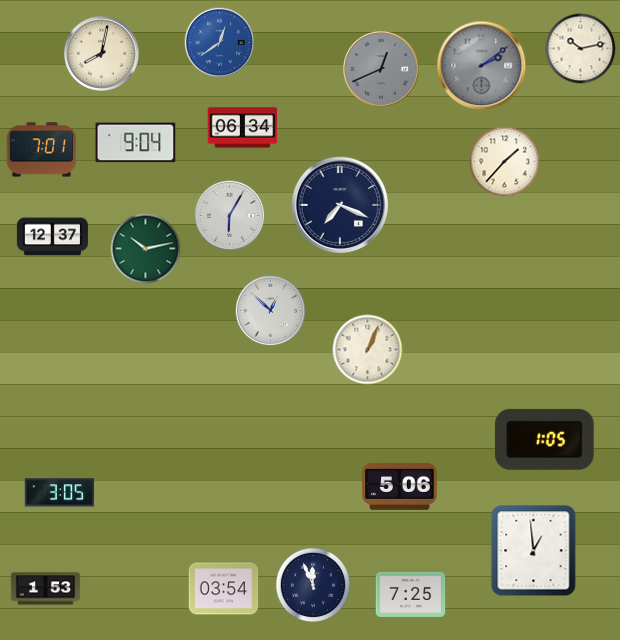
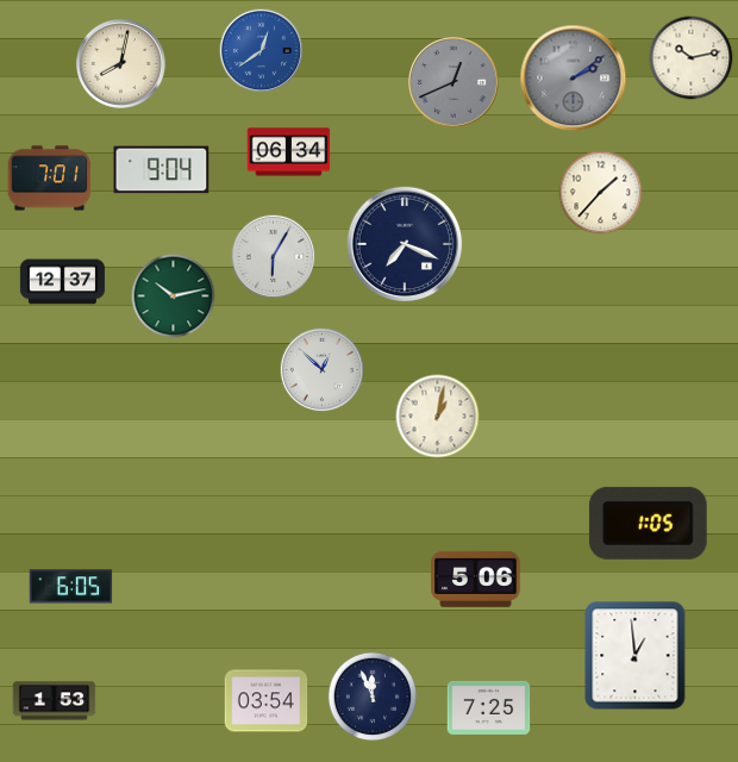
clock at (368, 350): 1:04 -> 1:02
clock at (60, 493): 3:05 -> 6:05
